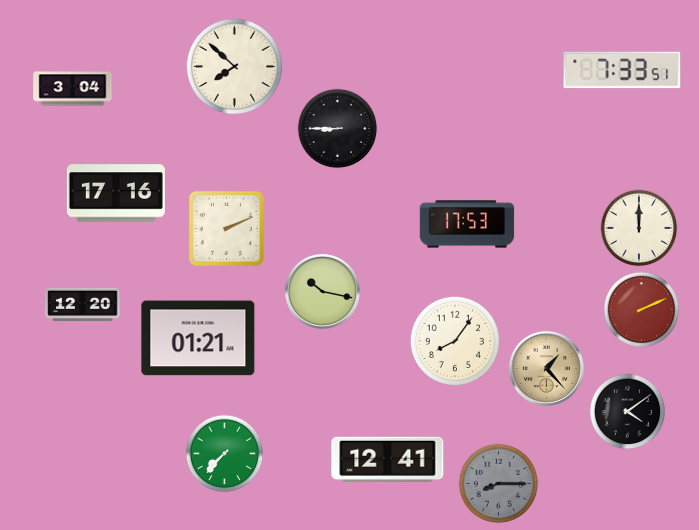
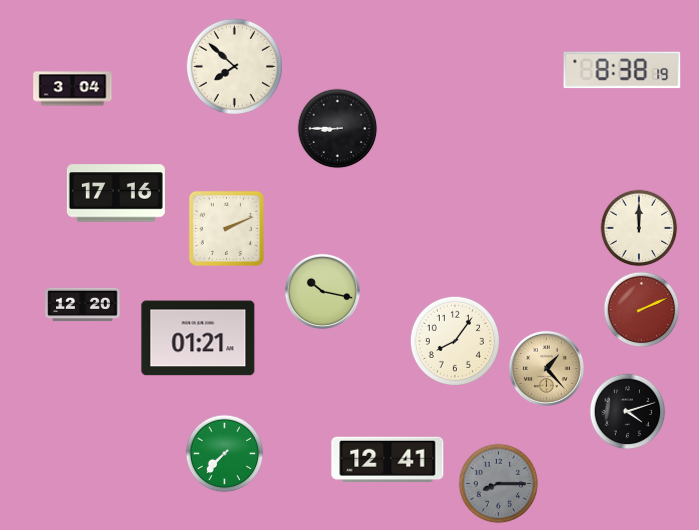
clock at (622, 70): 7:33 -> 8:38
clock at (467, 224): 17:53 -> none
clock at (628, 412): 4:09 -> 4:12
